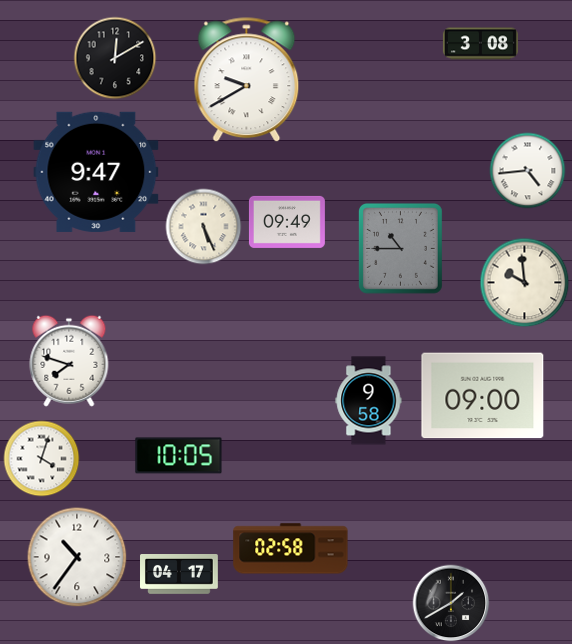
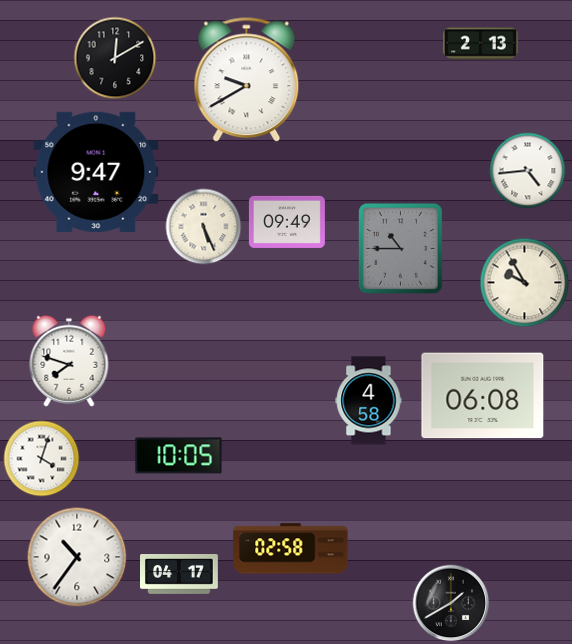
clock at (480, 44): 3:08 -> 2:13
clock at (525, 283): 9:59 -> 9:55
clock at (483, 396): 09:00 -> 06:08
clock at (369, 401): 9:58 -> 4:58
